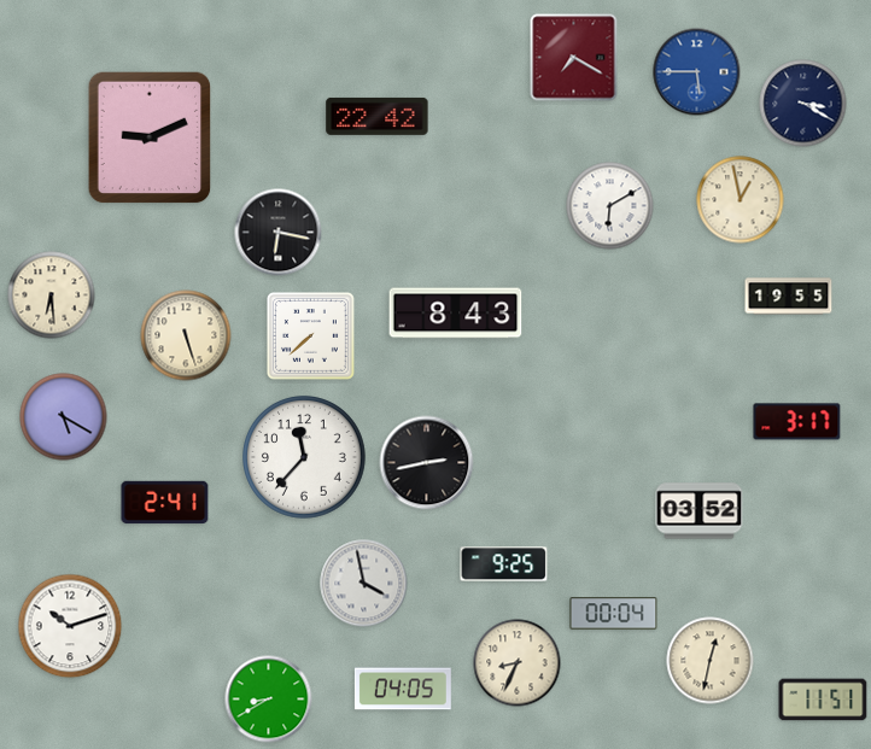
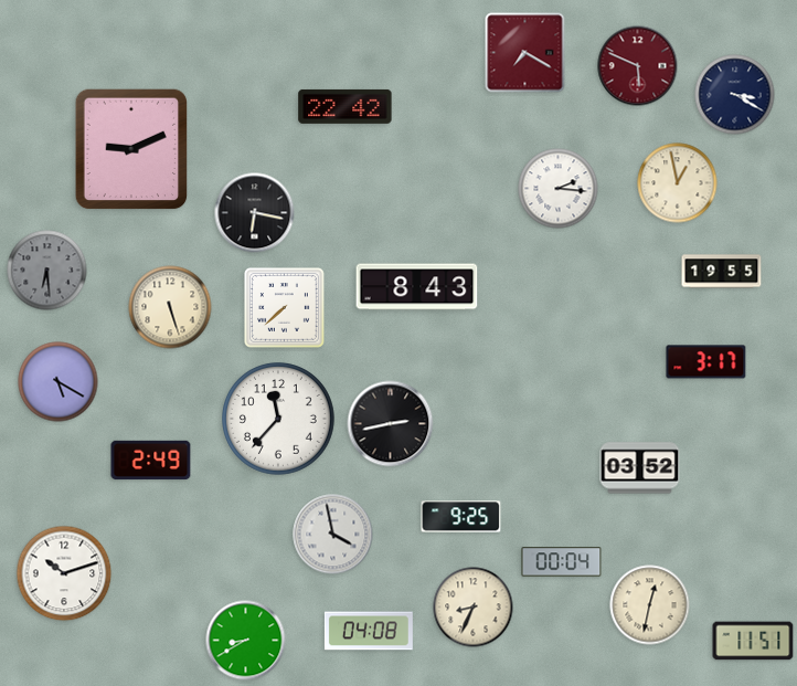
clock at (697, 72): 5:45 -> 5:49
clock at (697, 72) dial: blue -> burgundy
clock at (150, 137) position: (150, 137) -> (131, 149)
clock at (610, 206): 6:10 -> 2:16
clock at (52, 295) dial: cream -> grey
clock at (797, 422) position: (797, 422) -> (706, 362)
clock at (165, 503): 2:41 -> 2:49
clock at (403, 689): 04:05 -> 04:08
